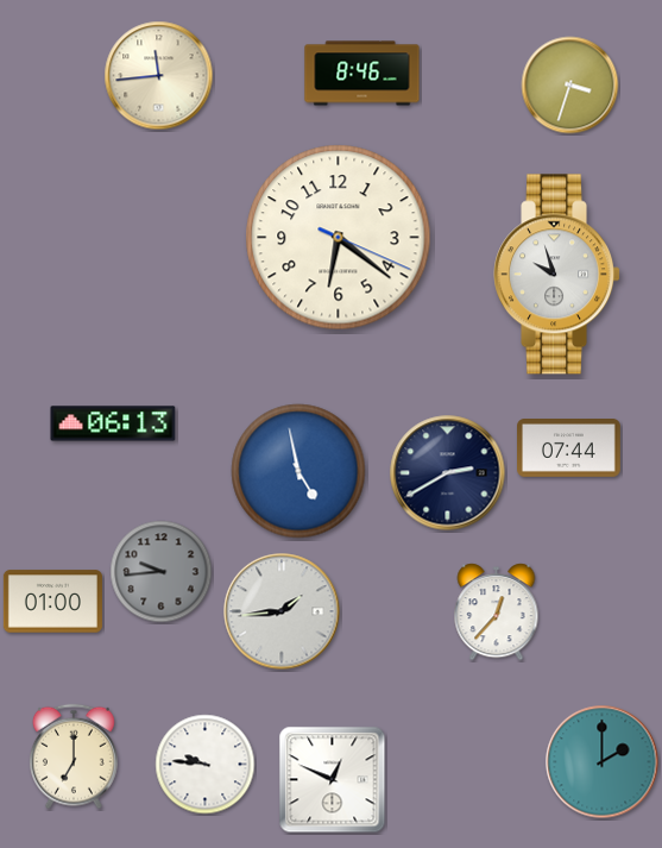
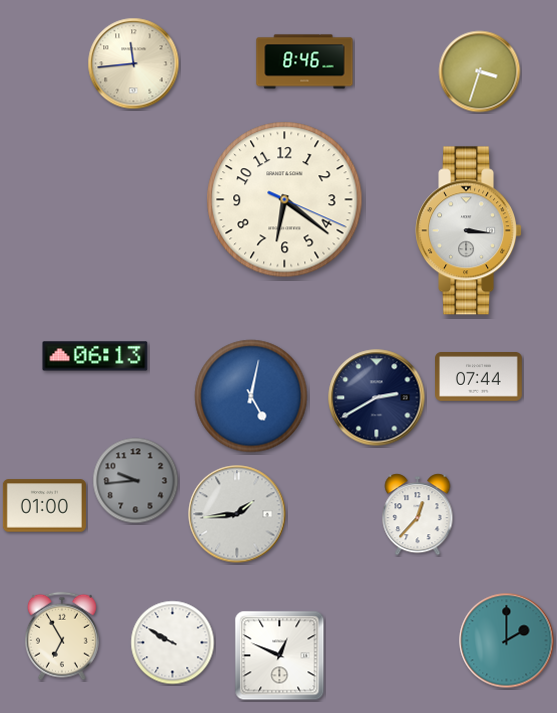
clock at (557, 275): 9:57 -> 3:16
clock at (298, 471): 4:58 -> 5:02
clock at (74, 756): 7:00 -> 6:55
clock at (206, 765): 9:46 -> 9:50
